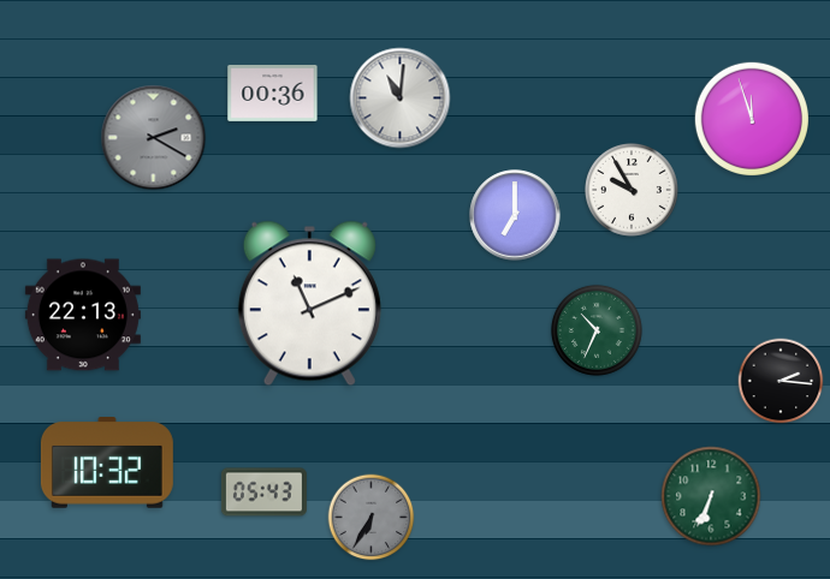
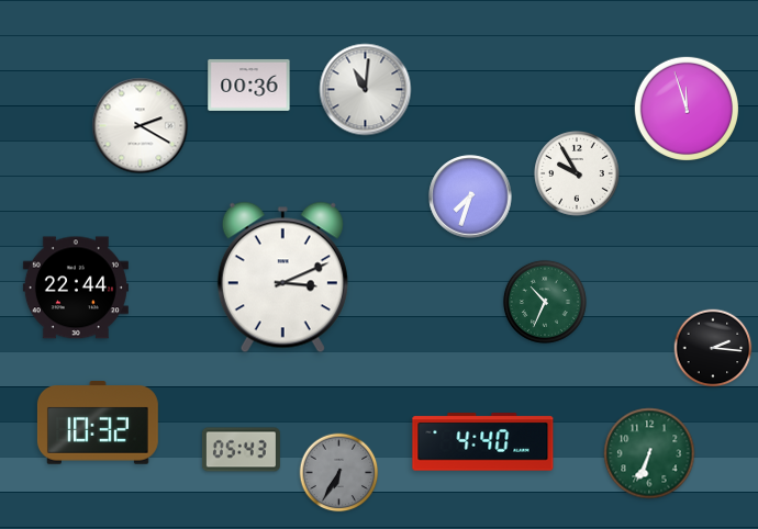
clock at (154, 138) dial: grey -> white
clock at (515, 215): 7:00 -> 7:33
clock at (309, 304): 11:11 -> 3:11
clock at (83, 315): 22:13 -> 22:44
clock at (483, 442): none -> 4:40
